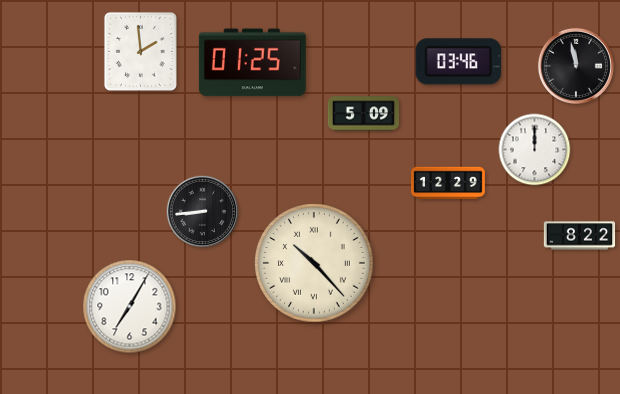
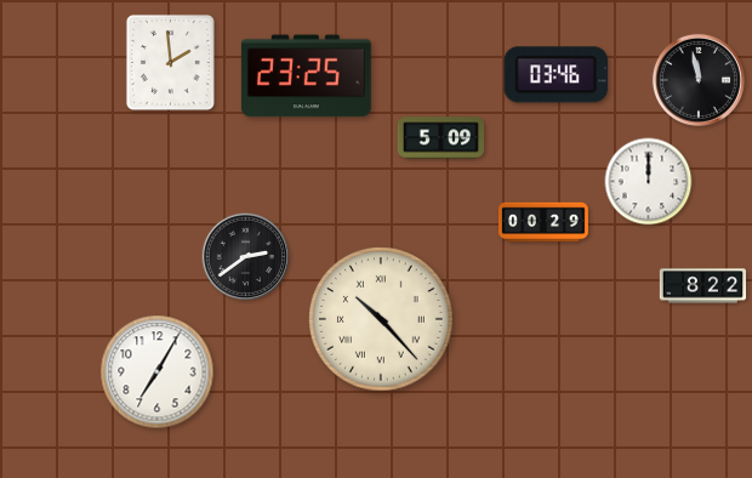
clock at (252, 63): 01:25 -> 23:25
clock at (449, 183): 12:29 -> 00:29
clock at (203, 212): 8:44 -> 2:39
